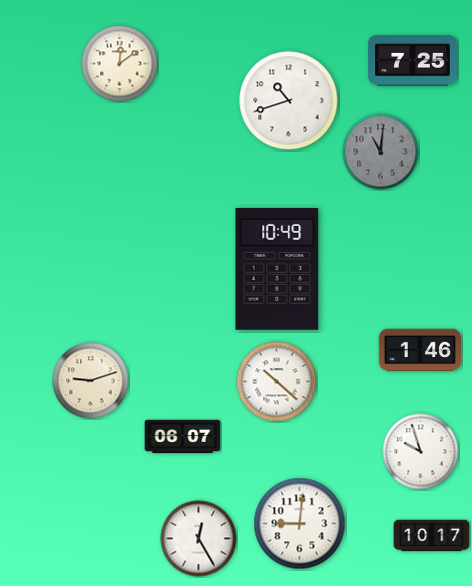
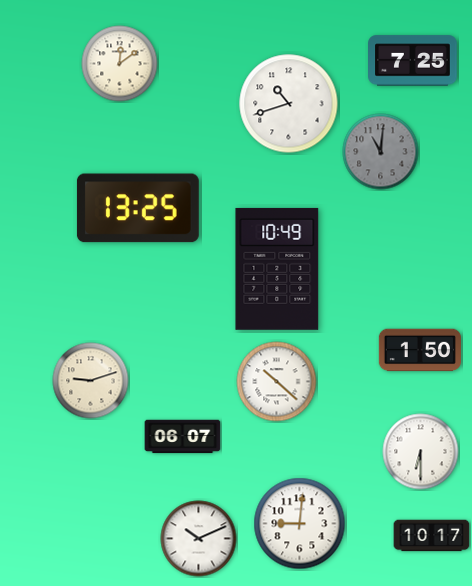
clock at (289, 101) position: (289, 101) -> (289, 104)
clock at (138, 208): none -> 13:25
clock at (419, 350): 1:46 -> 1:50
clock at (421, 452): 9:57 -> 6:30
clock at (199, 539): 12:25 -> 10:11
